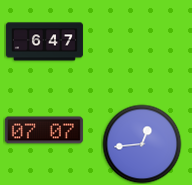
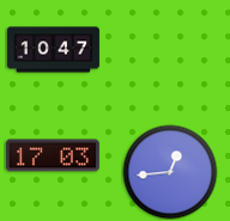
clock at (44, 42): 6:47 -> 10:47
clock at (44, 130): 07:07 -> 17:03
